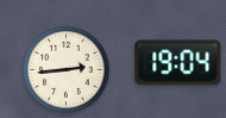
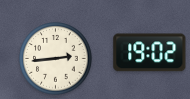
clock at (178, 63): 19:04 -> 19:02
